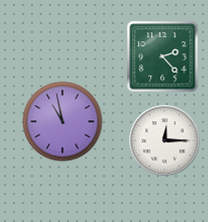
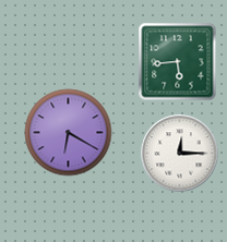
clock at (163, 57): 2:23 -> 5:44
clock at (63, 122): 10:58 -> 6:20
